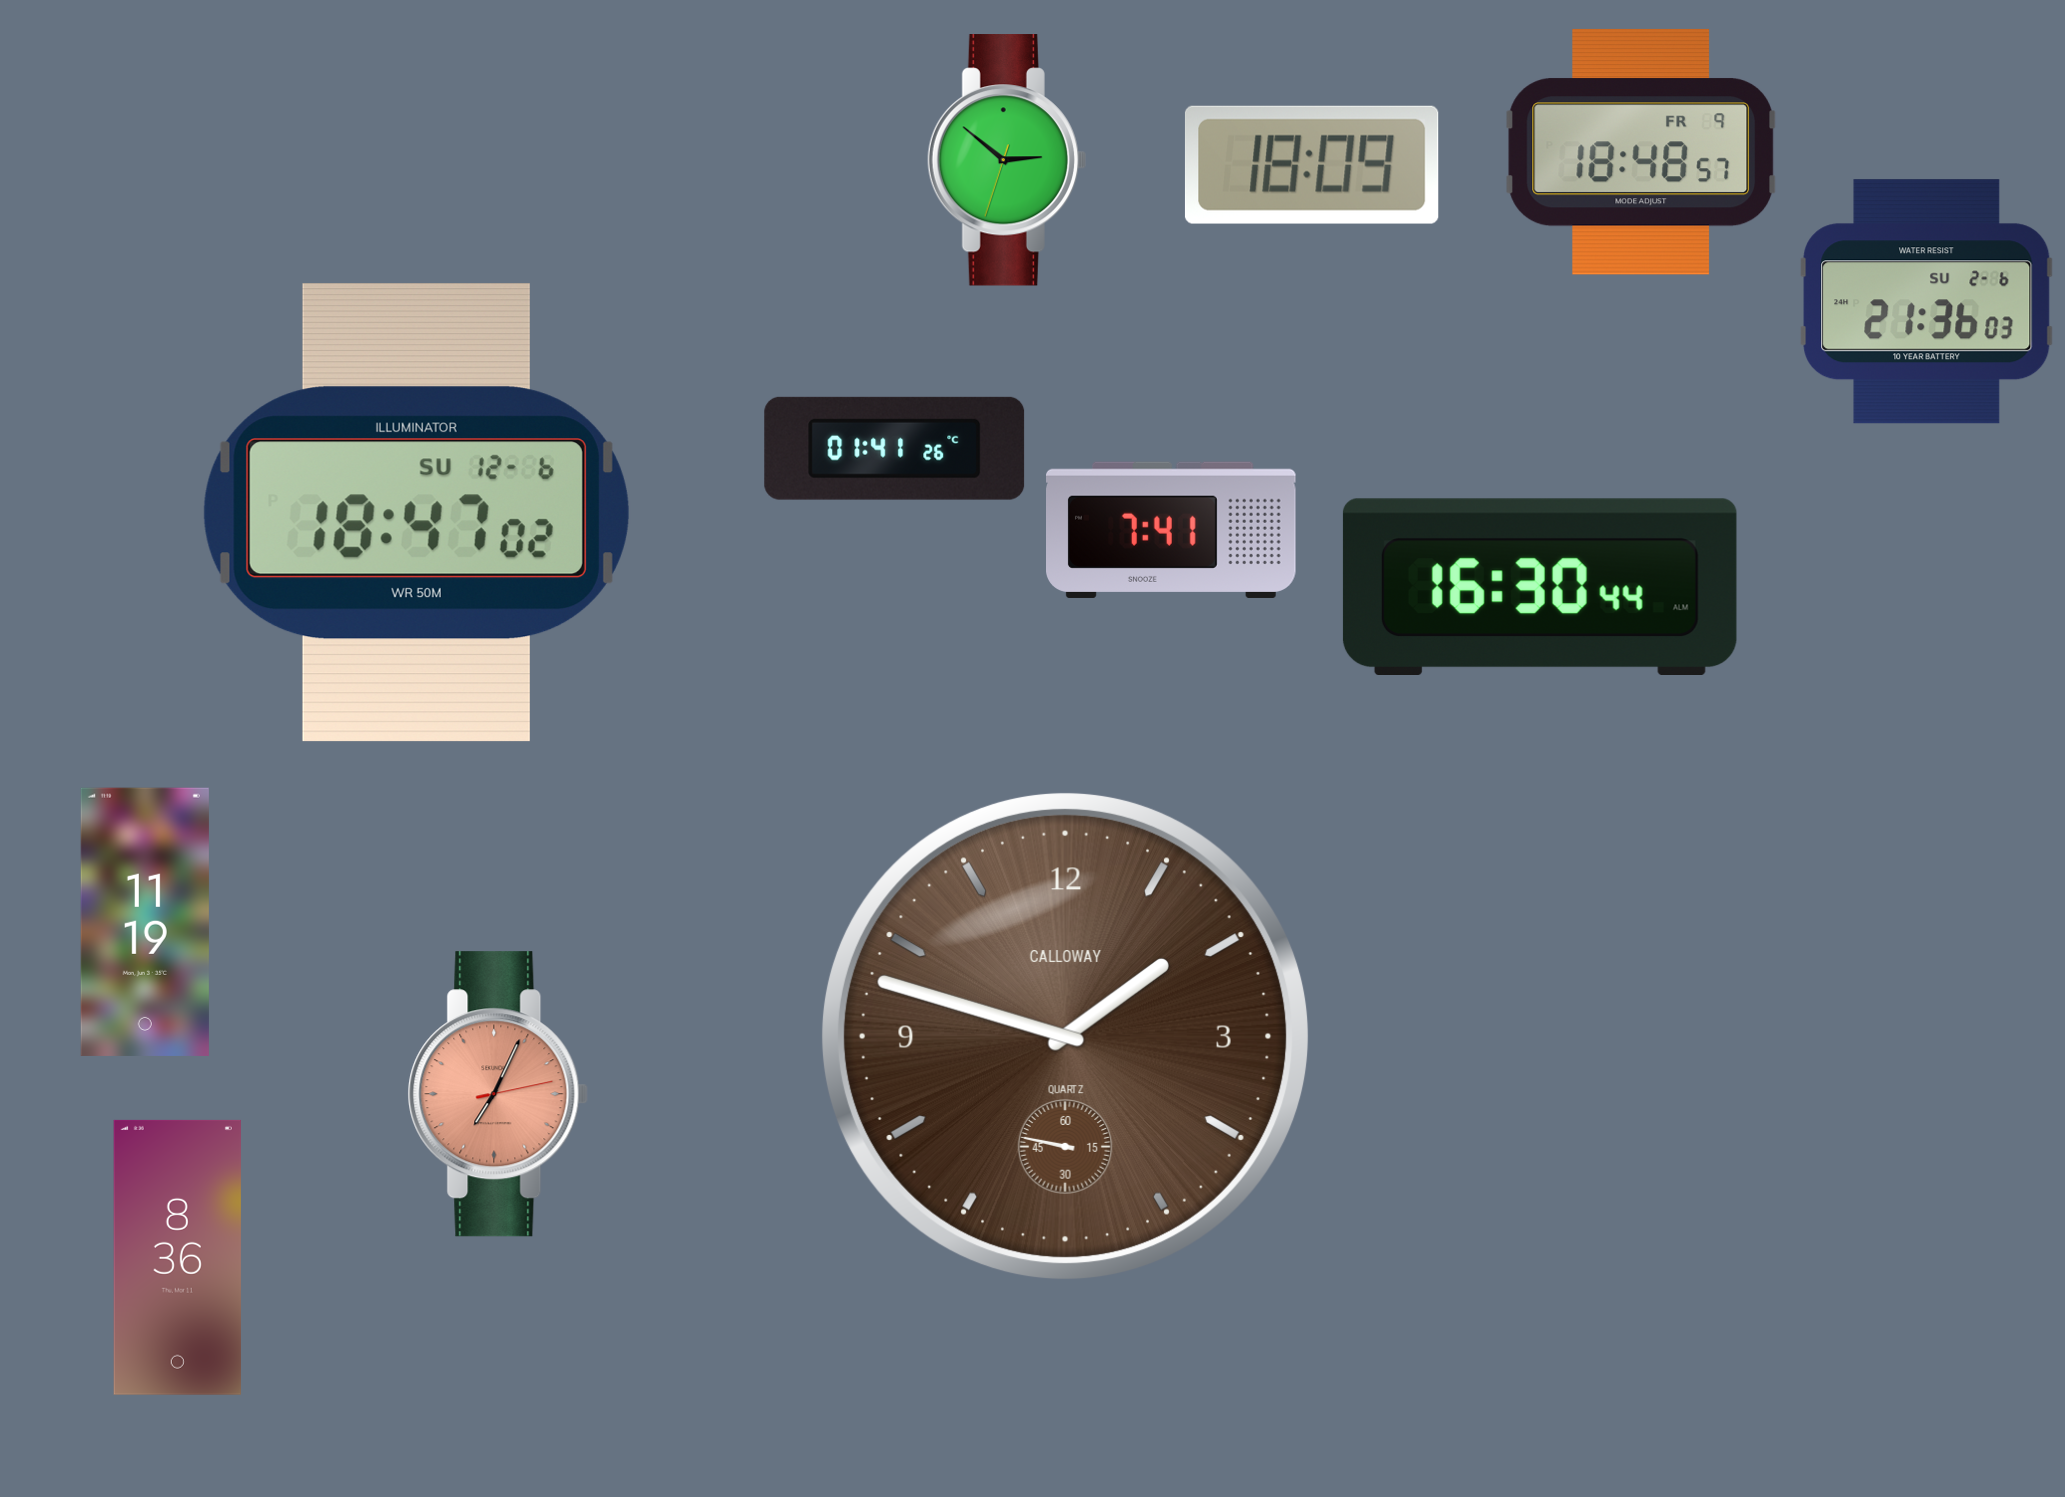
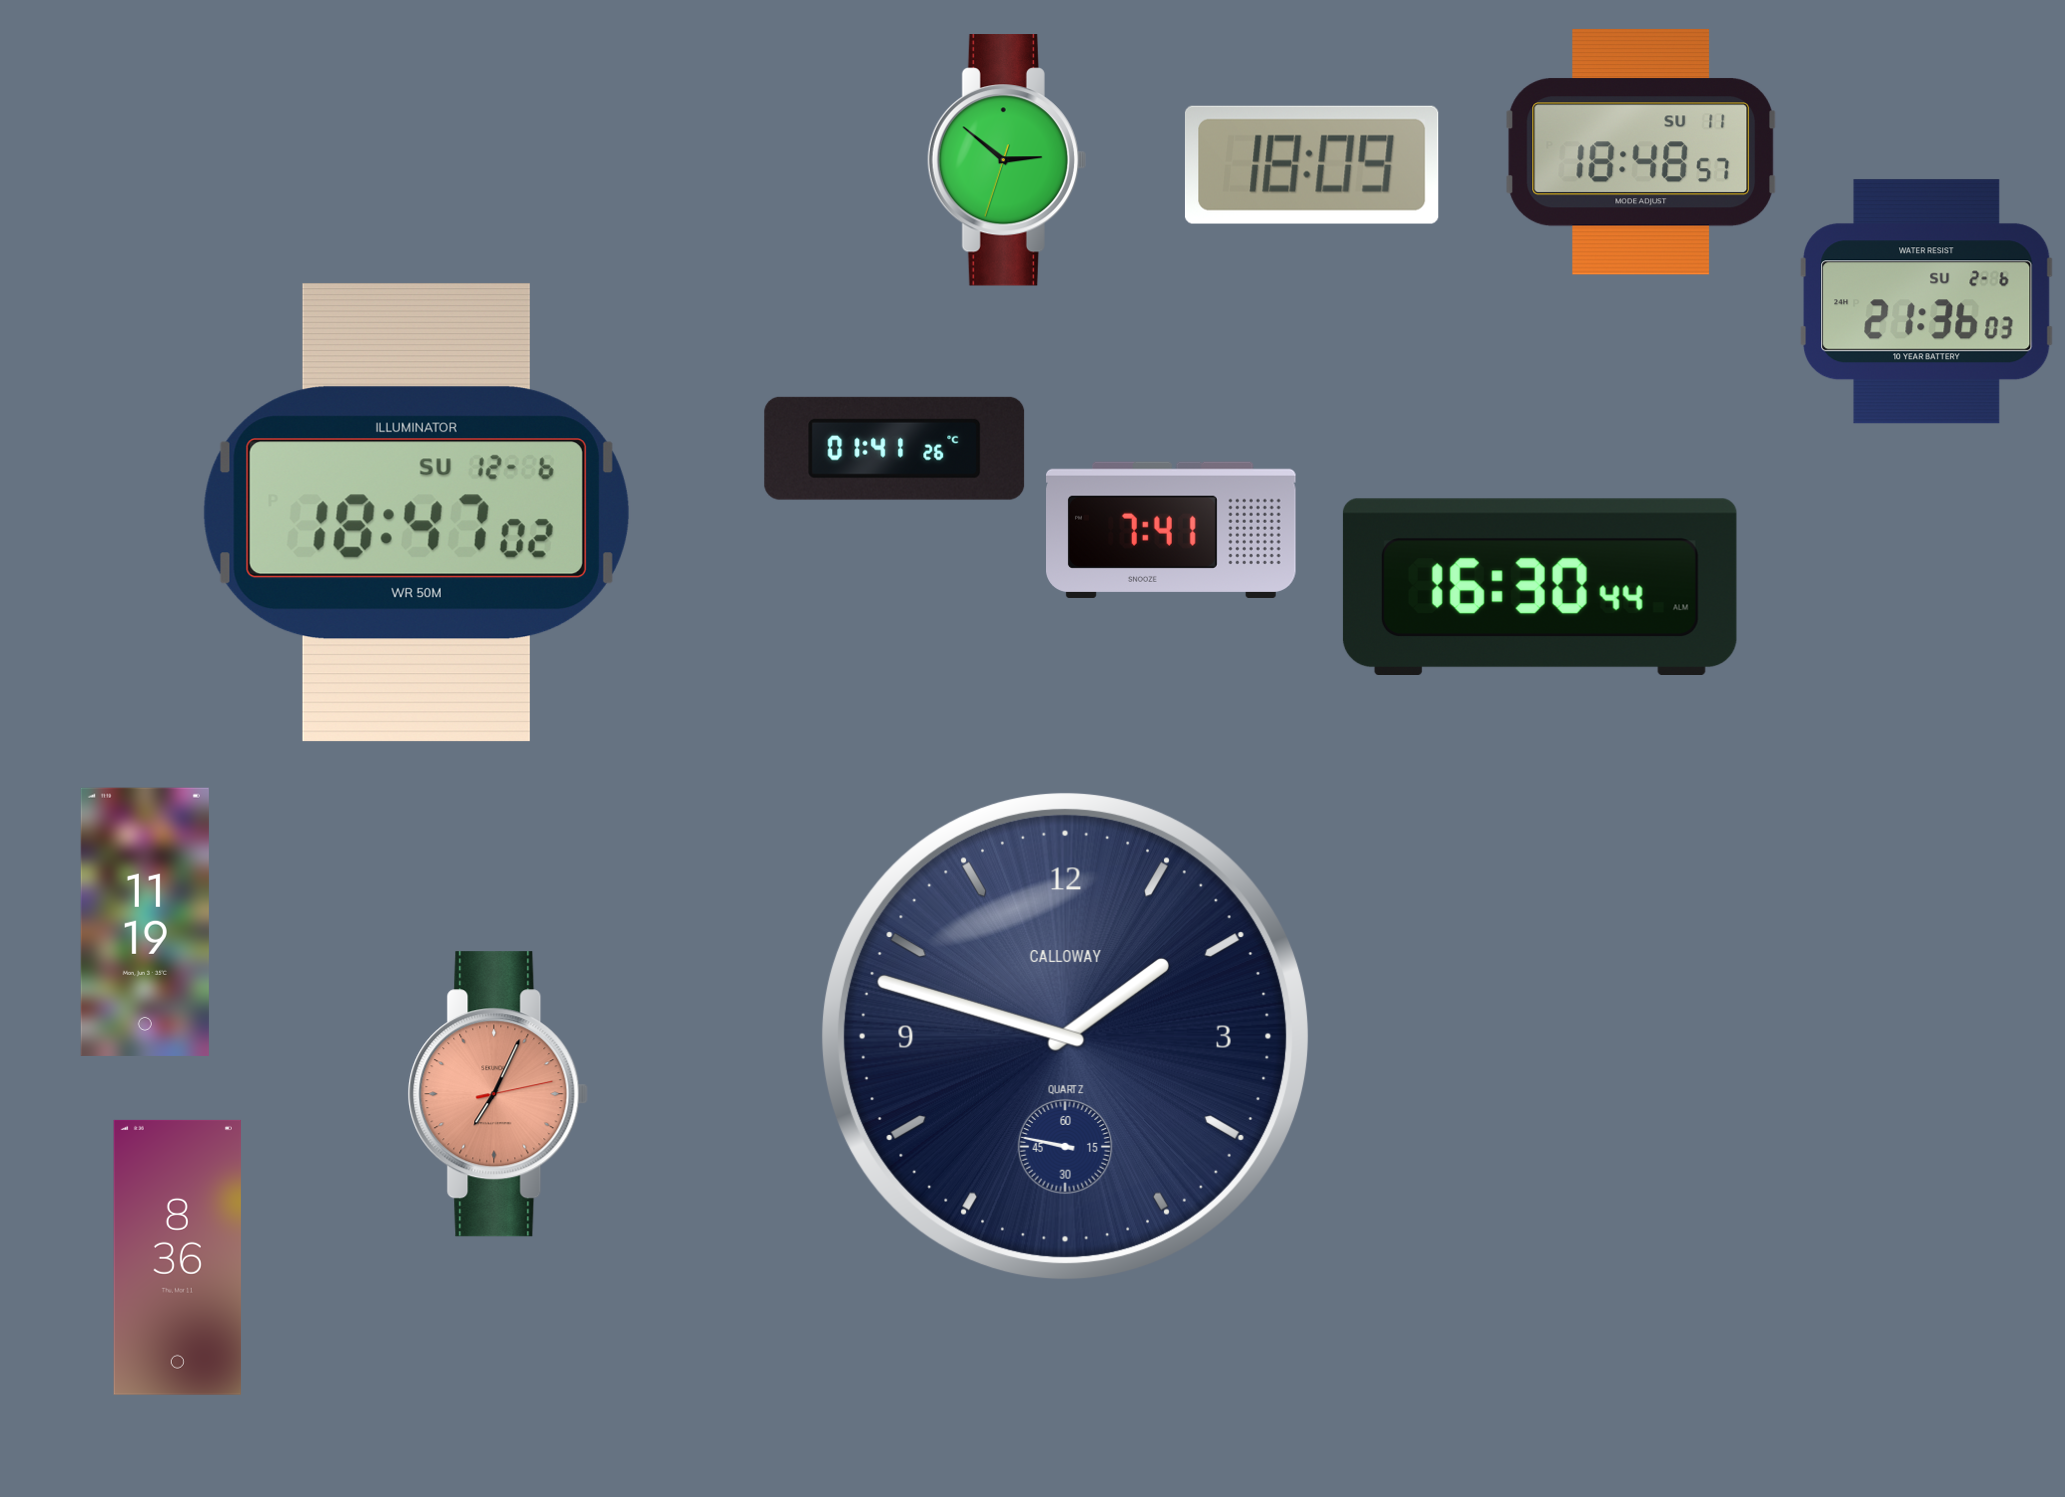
clock at (1640, 152) date: FR 9 -> SU 11
clock at (1065, 1036) dial: brown -> navy
